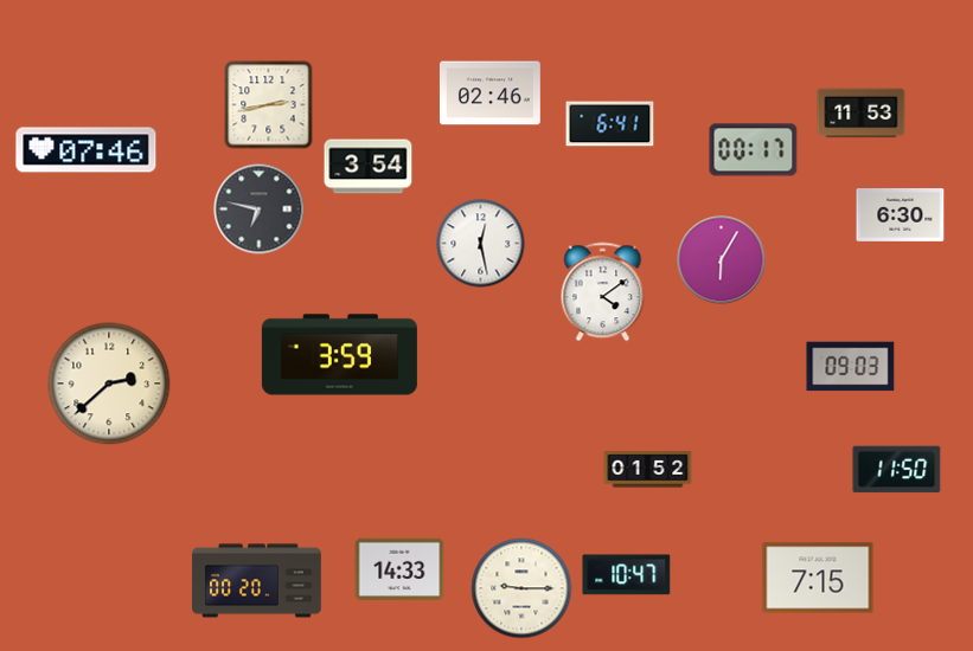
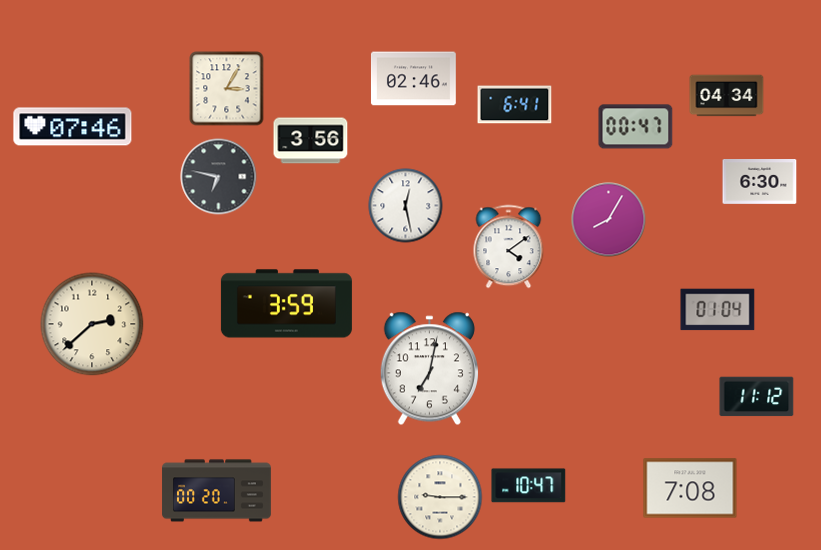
clock at (269, 105): 2:43 -> 3:05
clock at (862, 114): 11:53 -> 04:34
clock at (754, 150): 00:17 -> 00:47
clock at (369, 167): 3:54 -> 3:56
clock at (722, 260): 6:05 -> 8:05
clock at (339, 355) position: (339, 355) -> (286, 304)
clock at (851, 367): 09:03 -> 01:04
clock at (429, 369): none -> 7:02
clock at (648, 470): 01:52 -> none
clock at (897, 470): 11:50 -> 11:12
clock at (399, 568): 14:33 -> none
clock at (818, 578): 7:15 -> 7:08
